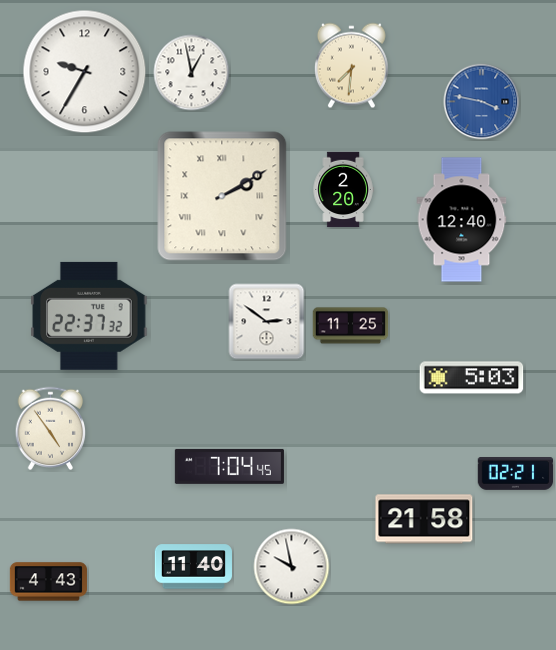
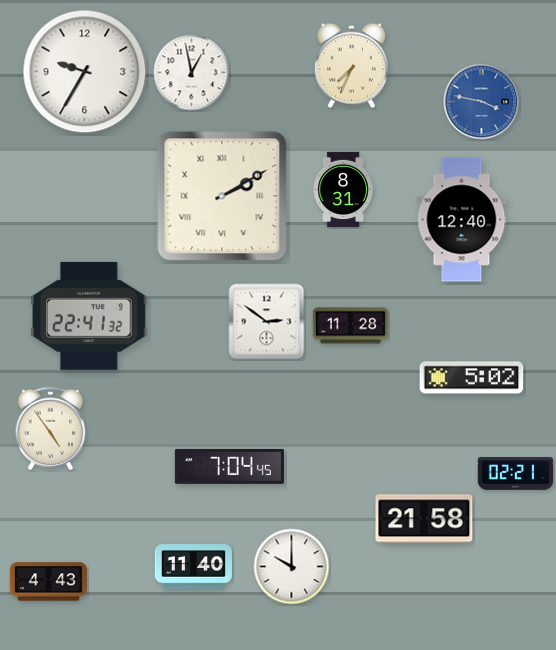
clock at (351, 66): 7:31 -> 7:34
clock at (343, 190): 2:20 -> 8:31
clock at (89, 316): 22:37 -> 22:41
clock at (351, 326): 11:25 -> 11:28
clock at (472, 378): 5:03 -> 5:02
clock at (292, 567): 9:58 -> 10:00
